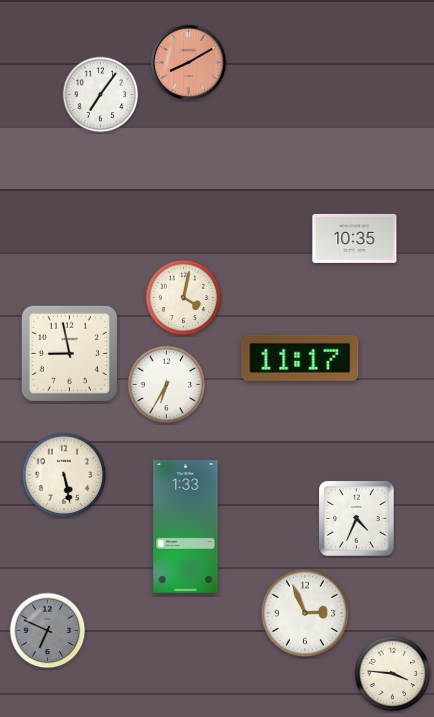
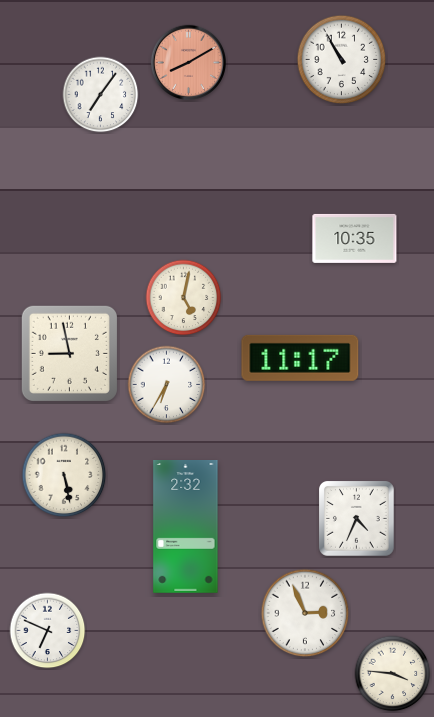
clock at (342, 60): none -> 10:55
clock at (184, 298): 4:02 -> 5:02
clock at (186, 527): 1:33 -> 2:32
clock at (48, 631) dial: grey -> white
